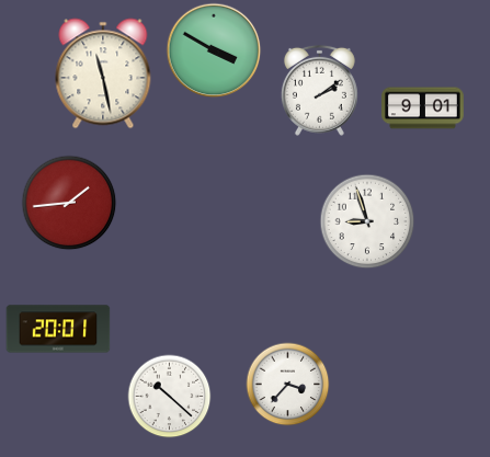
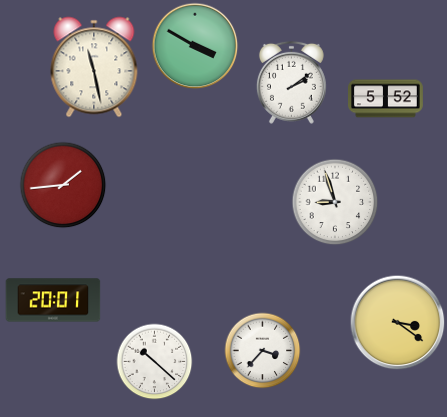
clock at (423, 108): 9:01 -> 5:52
clock at (398, 323): none -> 3:21
